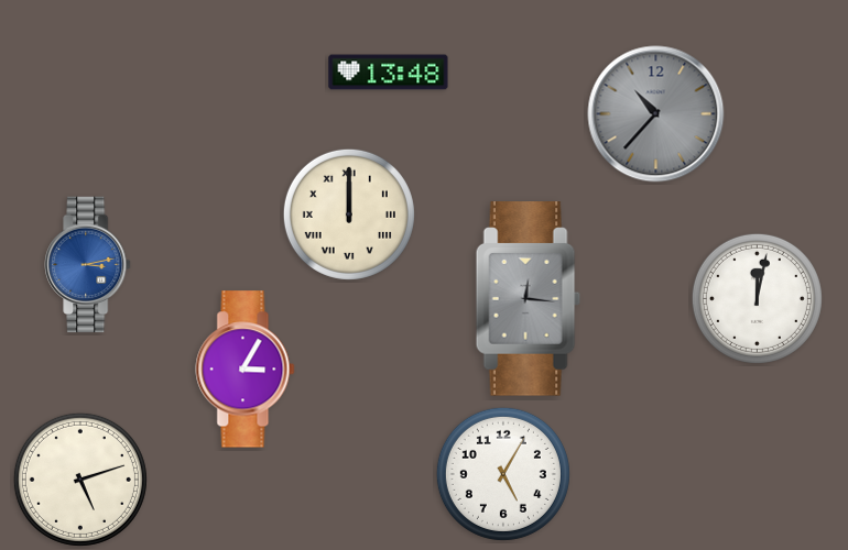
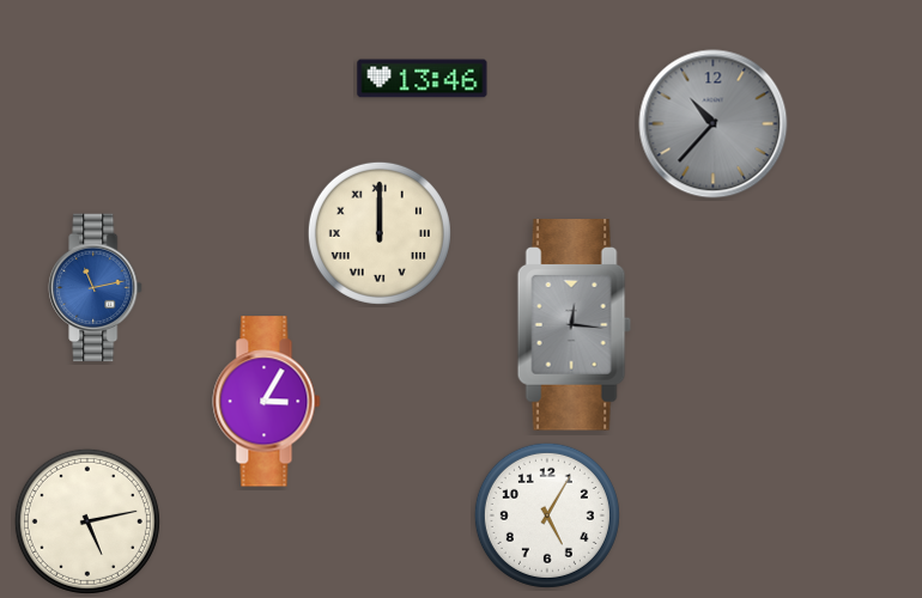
clock at (389, 73): 13:48 -> 13:46
clock at (88, 265): 3:13 -> 11:13
clock at (757, 298): 12:02 -> none
clock at (80, 480): 5:12 -> 5:13
